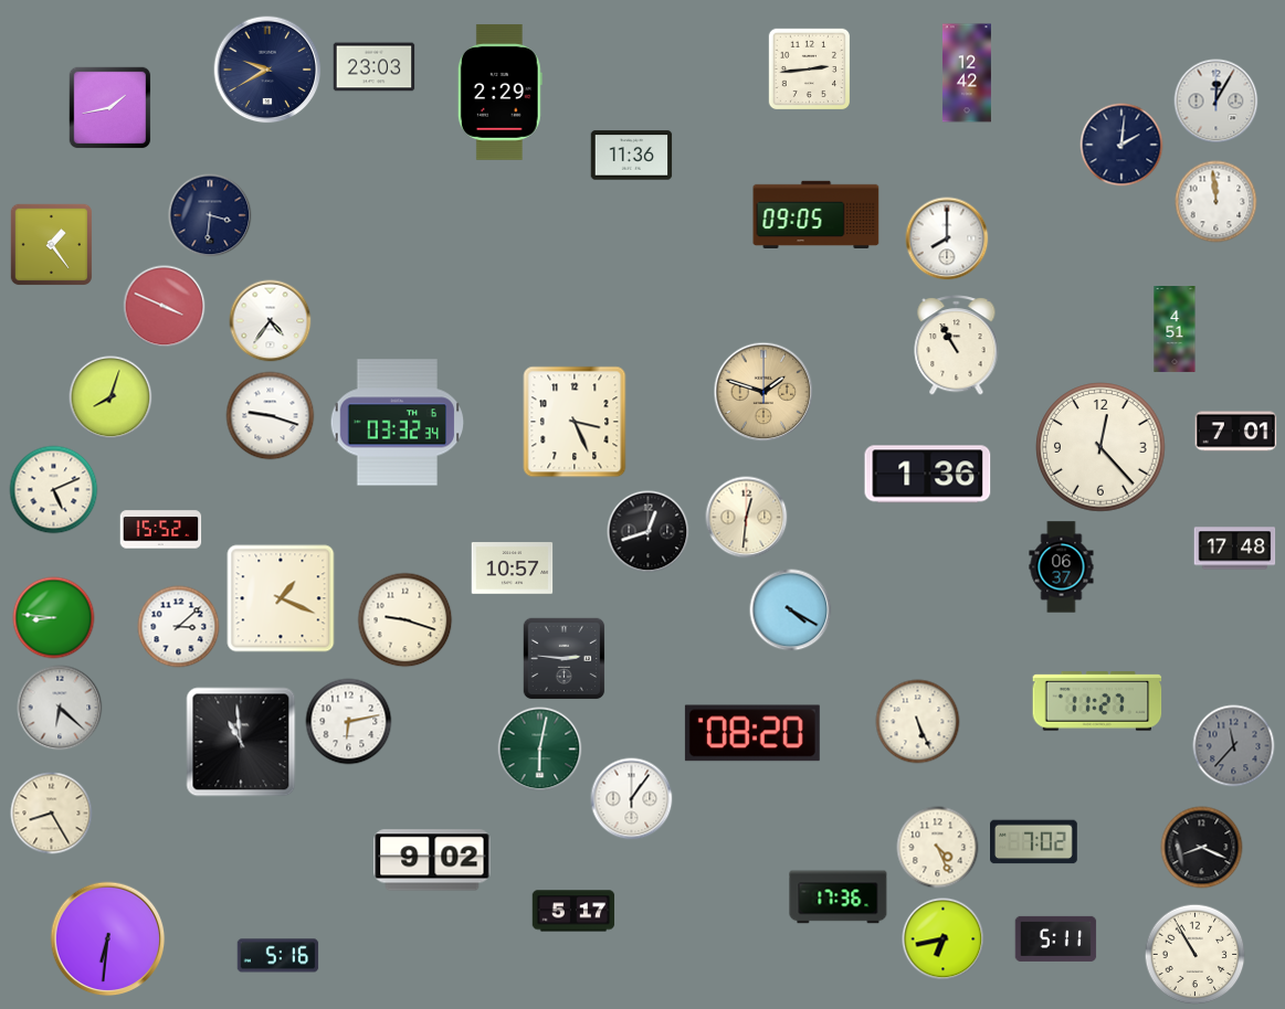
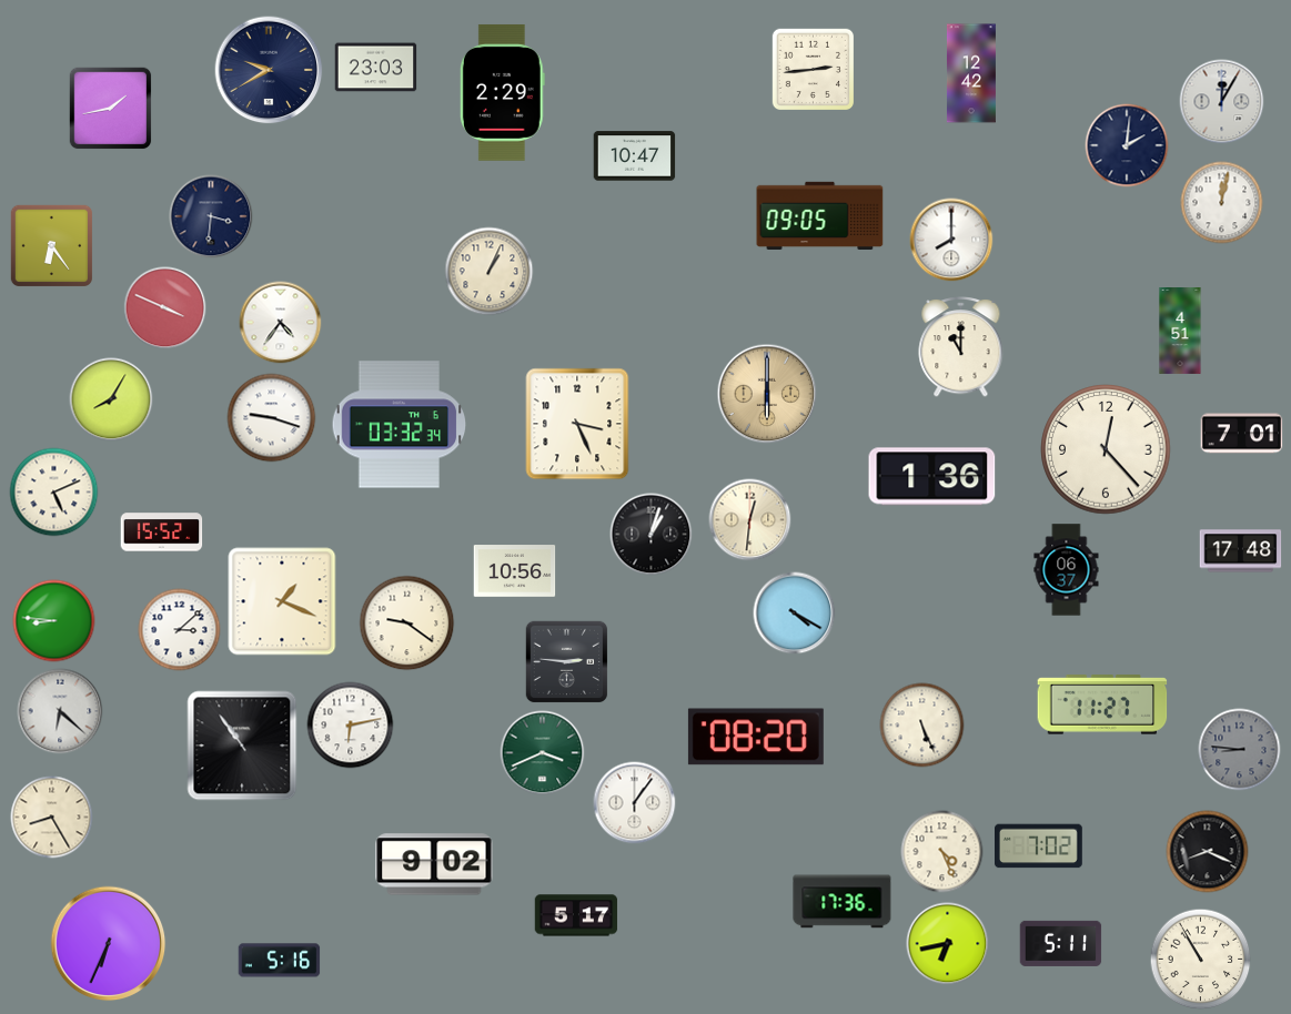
clock at (632, 156): 11:36 -> 10:47
clock at (1216, 202): 11:59 -> 12:02
clock at (51, 244): 1:24 -> 6:24
clock at (490, 272): none -> 1:04
clock at (271, 321) position: (271, 321) -> (281, 323)
clock at (957, 346): 10:55 -> 11:00
clock at (763, 392): 1:48 -> 6:00
clock at (110, 397): 8:03 -> 8:05
clock at (649, 532): 12:42 -> 1:03
clock at (513, 569): 10:57 -> 10:56
clock at (405, 620): 9:18 -> 9:21
clock at (241, 742): 10:59 -> 10:54
clock at (1234, 746): 11:37 -> 8:46
clock at (540, 750): 6:02 -> 3:41
clock at (108, 939): 6:31 -> 6:34
